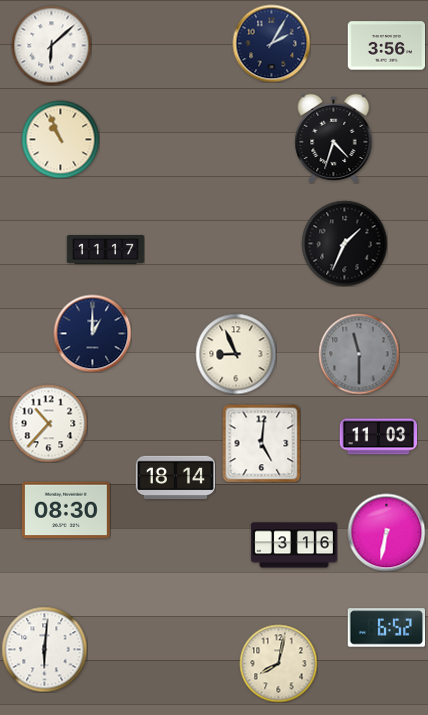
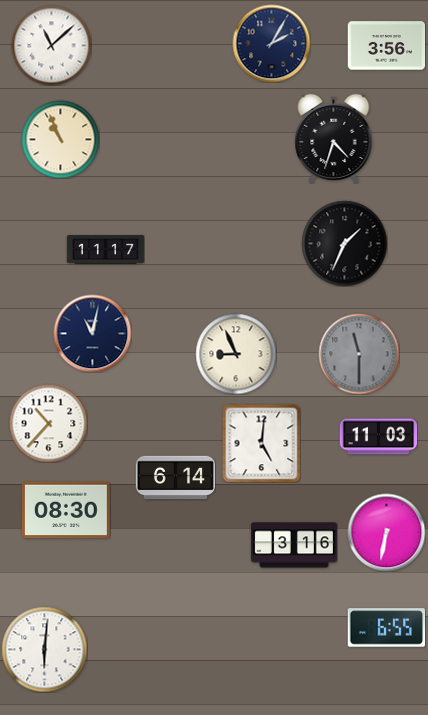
clock at (51, 45): 6:08 -> 11:08
clock at (92, 333): 1:00 -> 11:02
clock at (175, 478): 18:14 -> 6:14
clock at (386, 628): 6:52 -> 6:55
clock at (278, 663): 8:02 -> none
